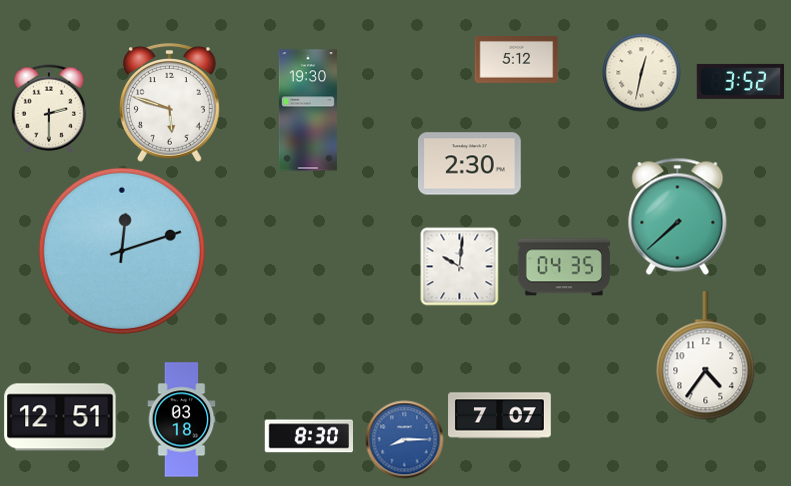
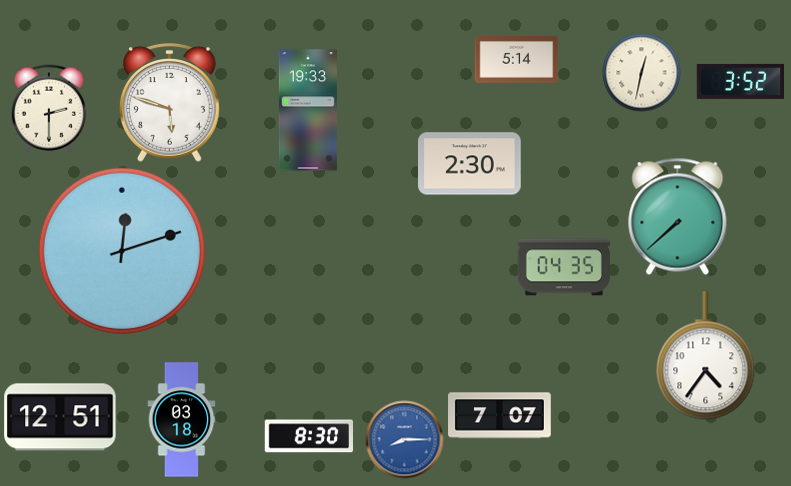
clock at (516, 60): 5:12 -> 5:14
clock at (308, 110): 19:30 -> 19:33
clock at (459, 266): 10:01 -> none
